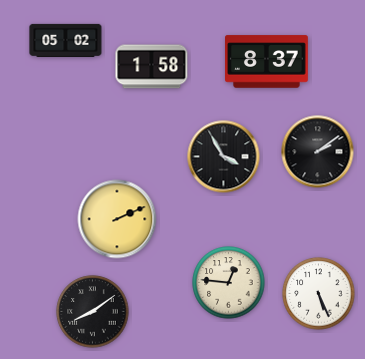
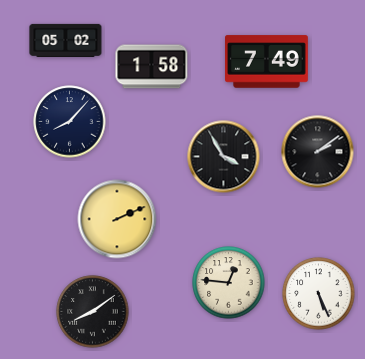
clock at (267, 62): 8:37 -> 7:49
clock at (70, 122): none -> 8:07
